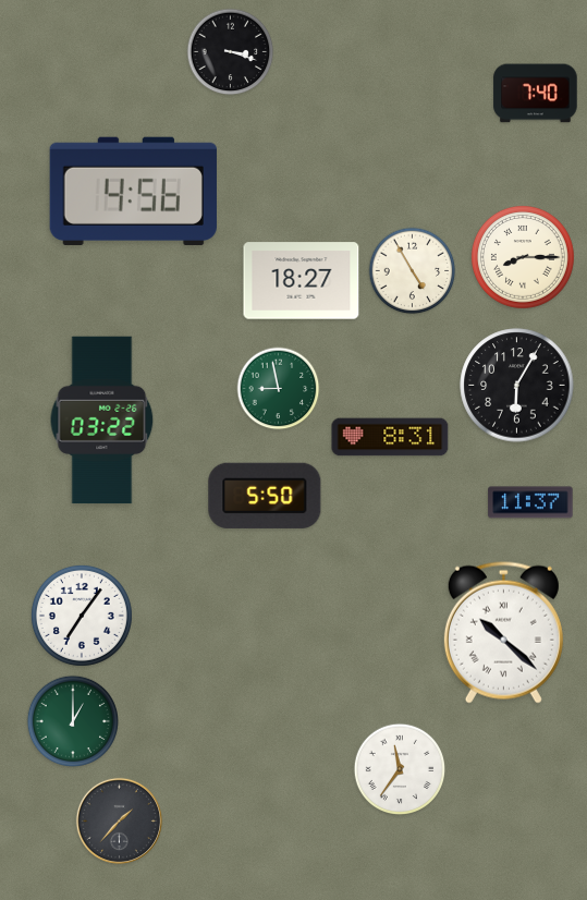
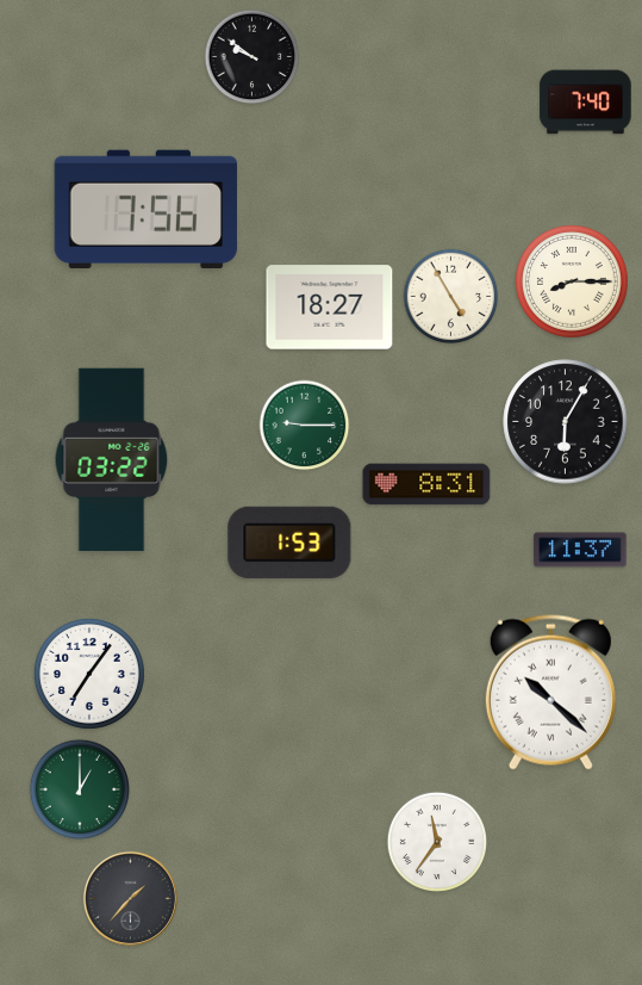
clock at (231, 52): 3:18 -> 9:51
clock at (133, 191): 4:56 -> 7:56
clock at (279, 389): 8:58 -> 9:15
clock at (390, 437) position: (390, 437) -> (426, 484)
clock at (265, 496): 5:50 -> 1:53
